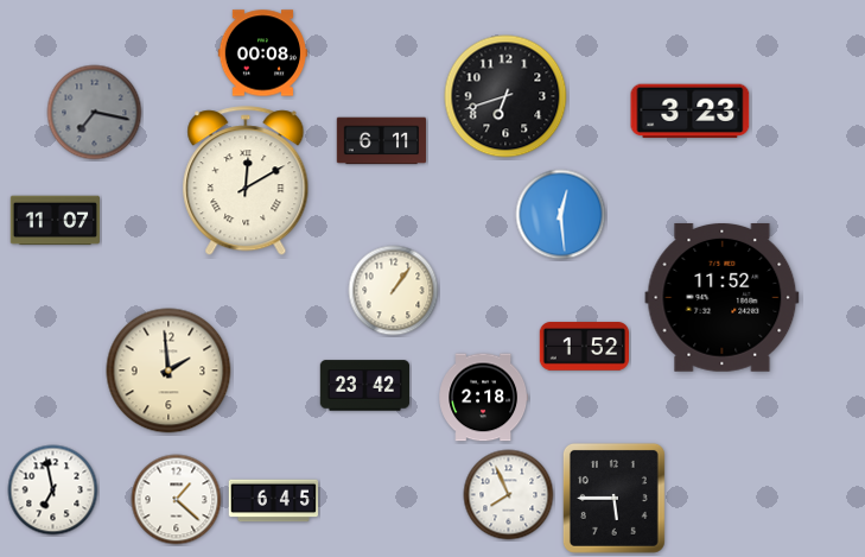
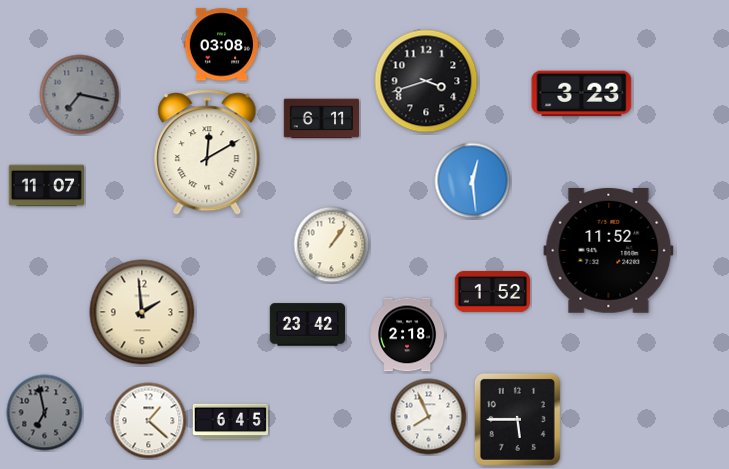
clock at (263, 53): 00:08 -> 03:08
clock at (505, 96): 6:42 -> 3:42
clock at (53, 490) dial: white -> grey
